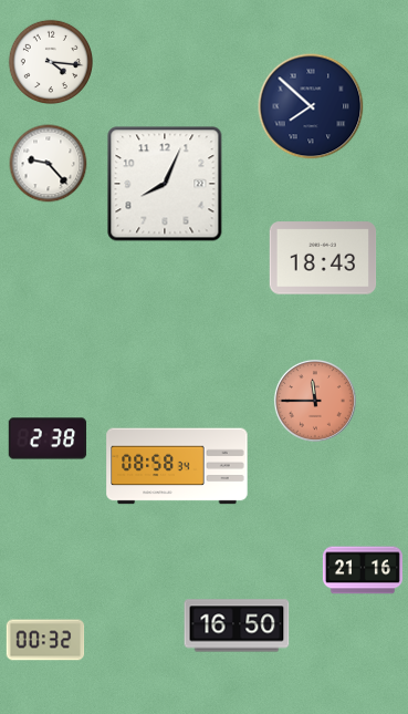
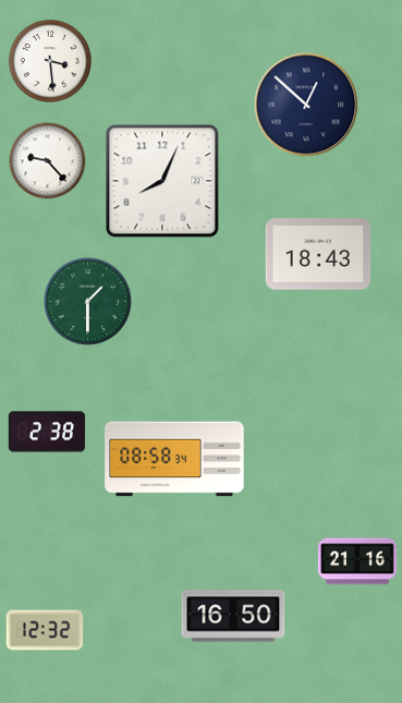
clock at (50, 61): 4:16 -> 3:29
clock at (311, 106): 7:52 -> 12:52
clock at (88, 302): none -> 1:30
clock at (315, 401): 11:45 -> none
clock at (45, 640): 00:32 -> 12:32
